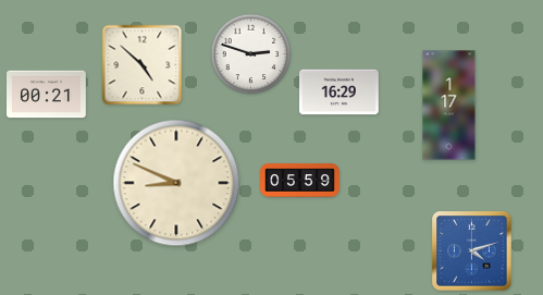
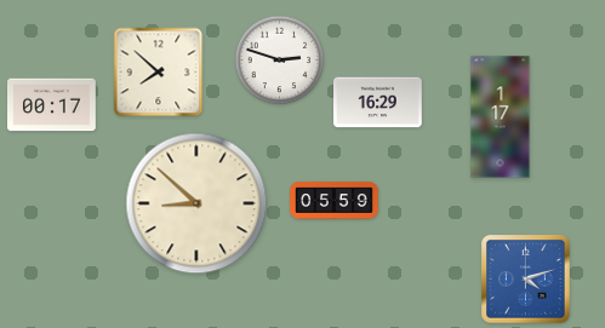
clock at (143, 65): 4:52 -> 7:52
clock at (47, 95): 00:21 -> 00:17
clock at (176, 183): 8:49 -> 8:52
